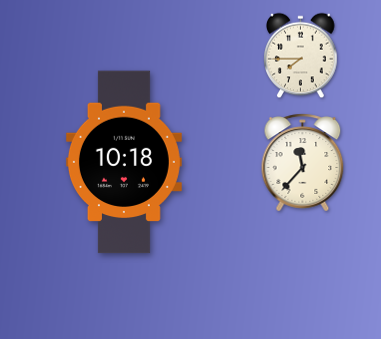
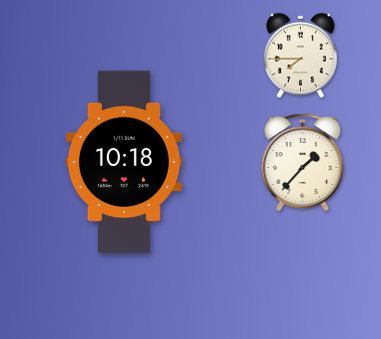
clock at (303, 163): 11:37 -> 1:37
